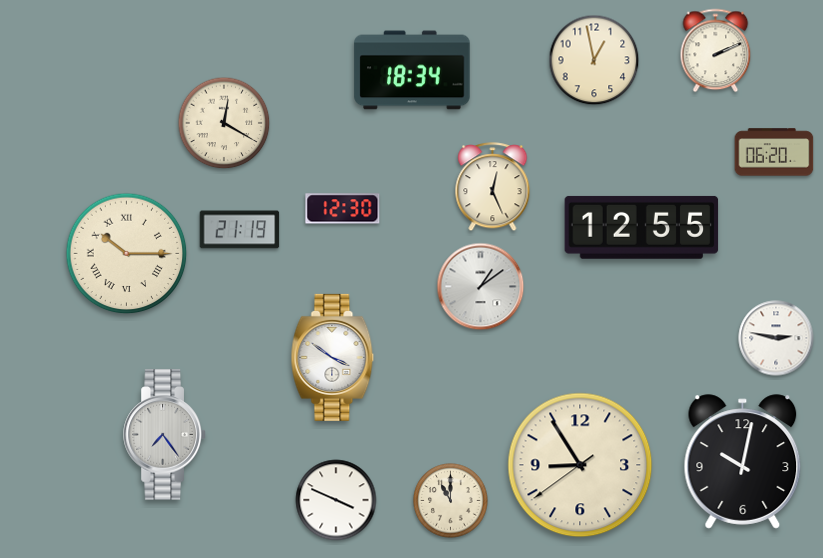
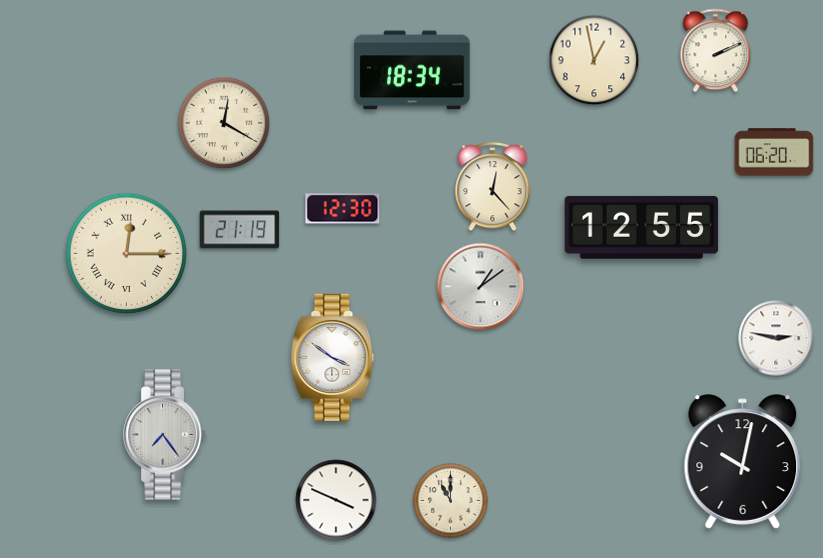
clock at (493, 187): 12:26 -> 12:23
clock at (127, 254): 10:15 -> 12:15
clock at (580, 465): 8:54 -> none
